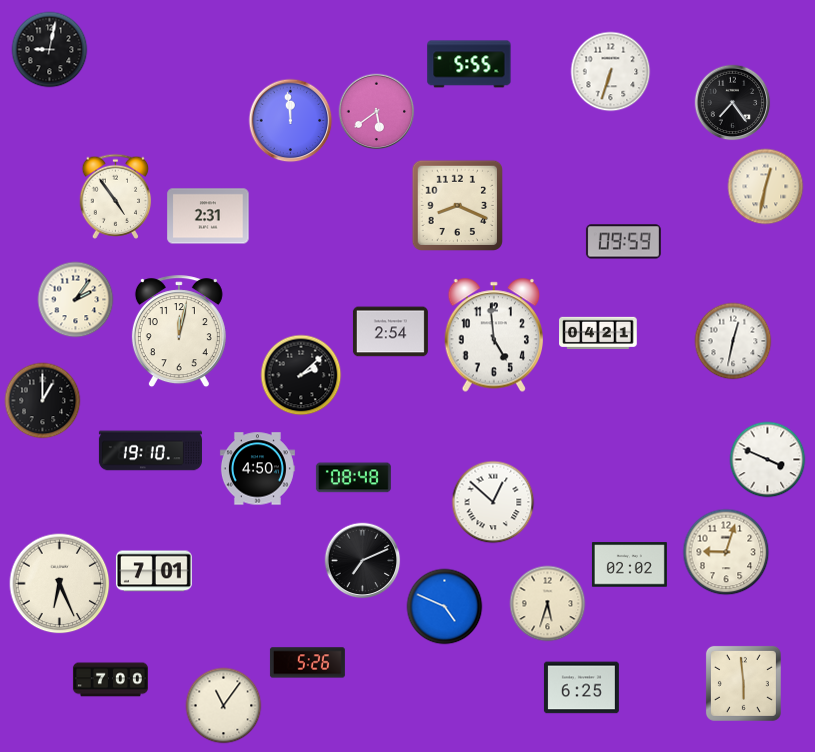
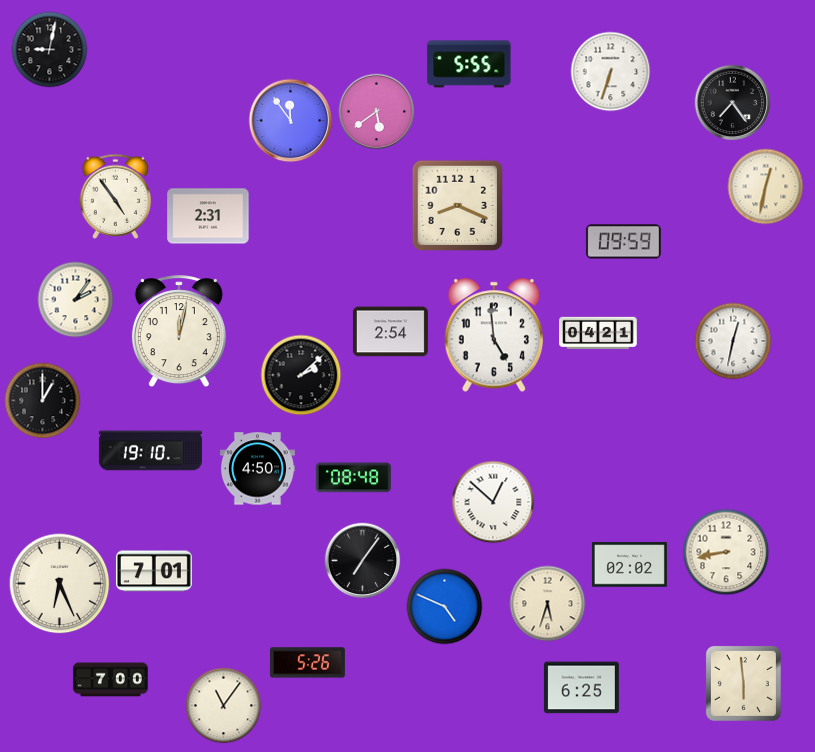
clock at (291, 121): 11:59 -> 11:54
clock at (768, 460): 3:49 -> none
clock at (726, 552): 9:03 -> 8:43
clock at (363, 561): 7:11 -> 7:06
